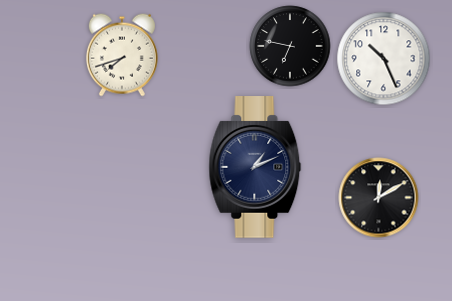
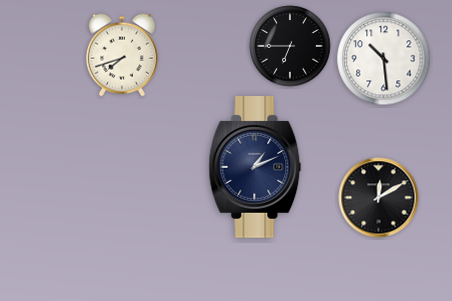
clock at (290, 46): 6:47 -> 6:45
clock at (384, 59): 10:26 -> 10:29
